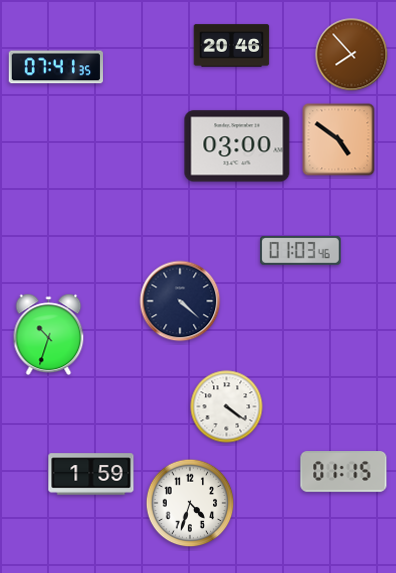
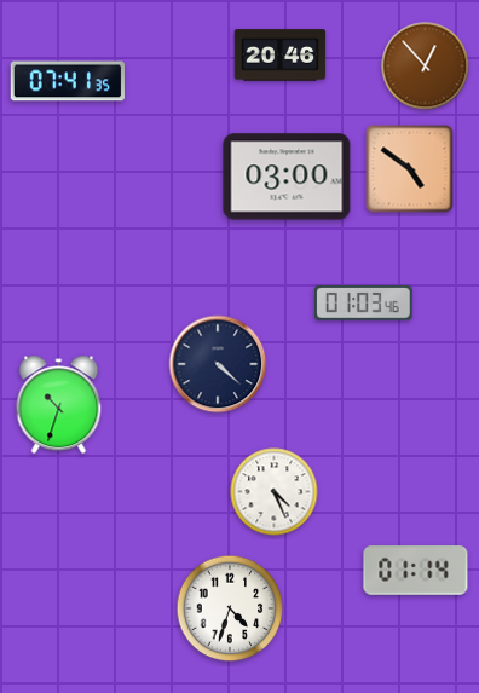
clock at (352, 55): 7:53 -> 12:53
clock at (227, 407): 4:21 -> 4:26
clock at (344, 472): 01:15 -> 01:14
clock at (91, 474): 1:59 -> none
